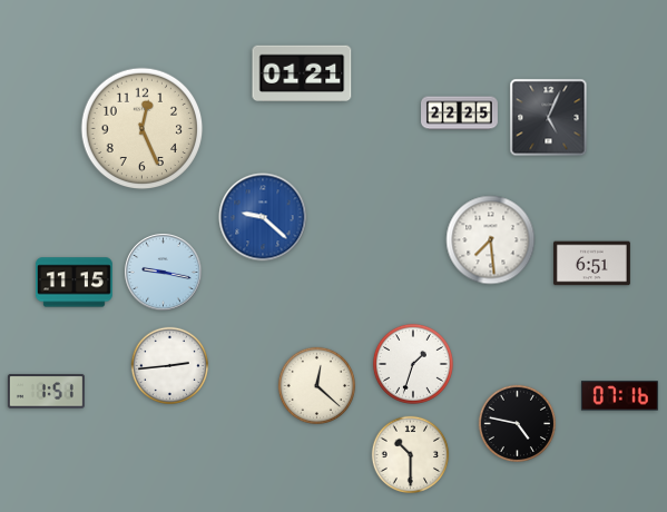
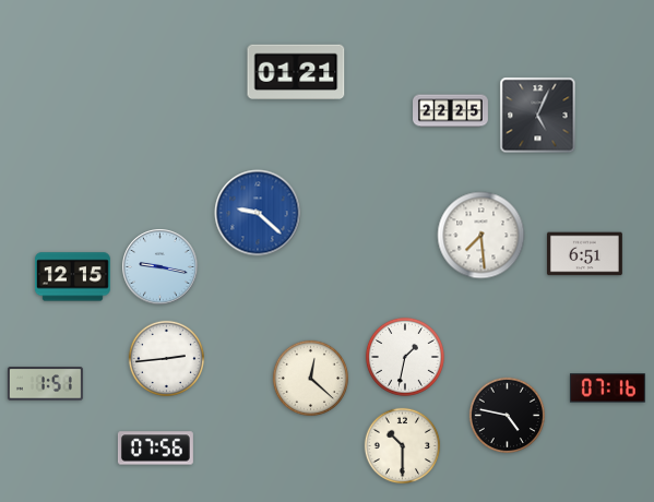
clock at (143, 129): 12:26 -> none
clock at (591, 264) position: (591, 264) -> (584, 254)
clock at (73, 283): 11:15 -> 12:15
clock at (413, 364): 1:33 -> 1:32
clock at (155, 449): none -> 07:56
